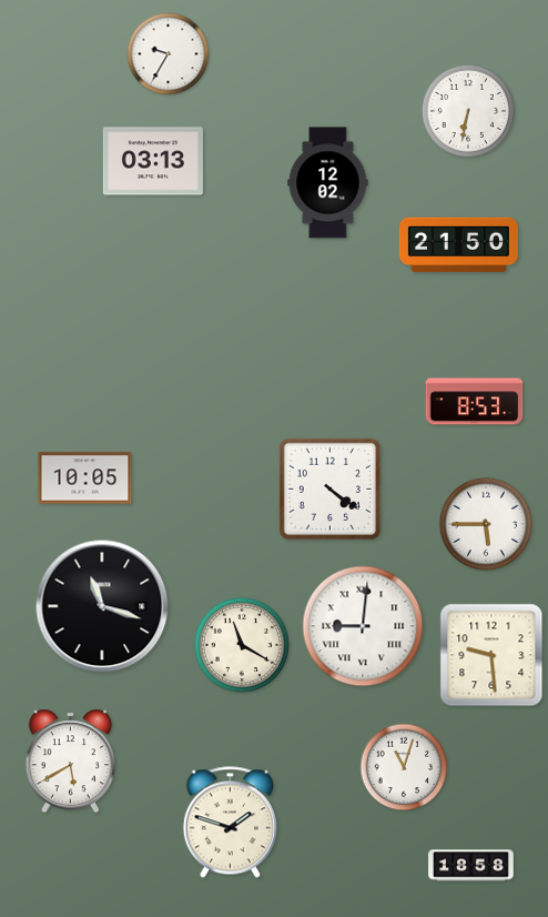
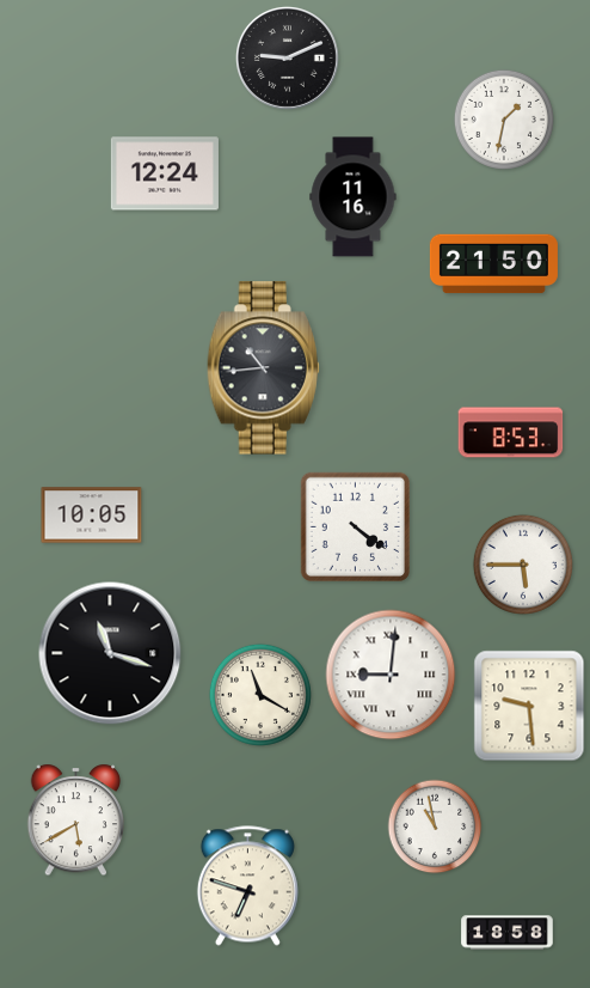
clock at (287, 57): none -> 9:11
clock at (169, 54): 9:35 -> none
clock at (468, 111): 6:32 -> 1:32
clock at (153, 161): 03:13 -> 12:24
clock at (328, 183): 12:02 -> 11:16
clock at (263, 368): none -> 10:44
clock at (404, 767): 11:03 -> 10:58
clock at (230, 823): 1:48 -> 6:48
